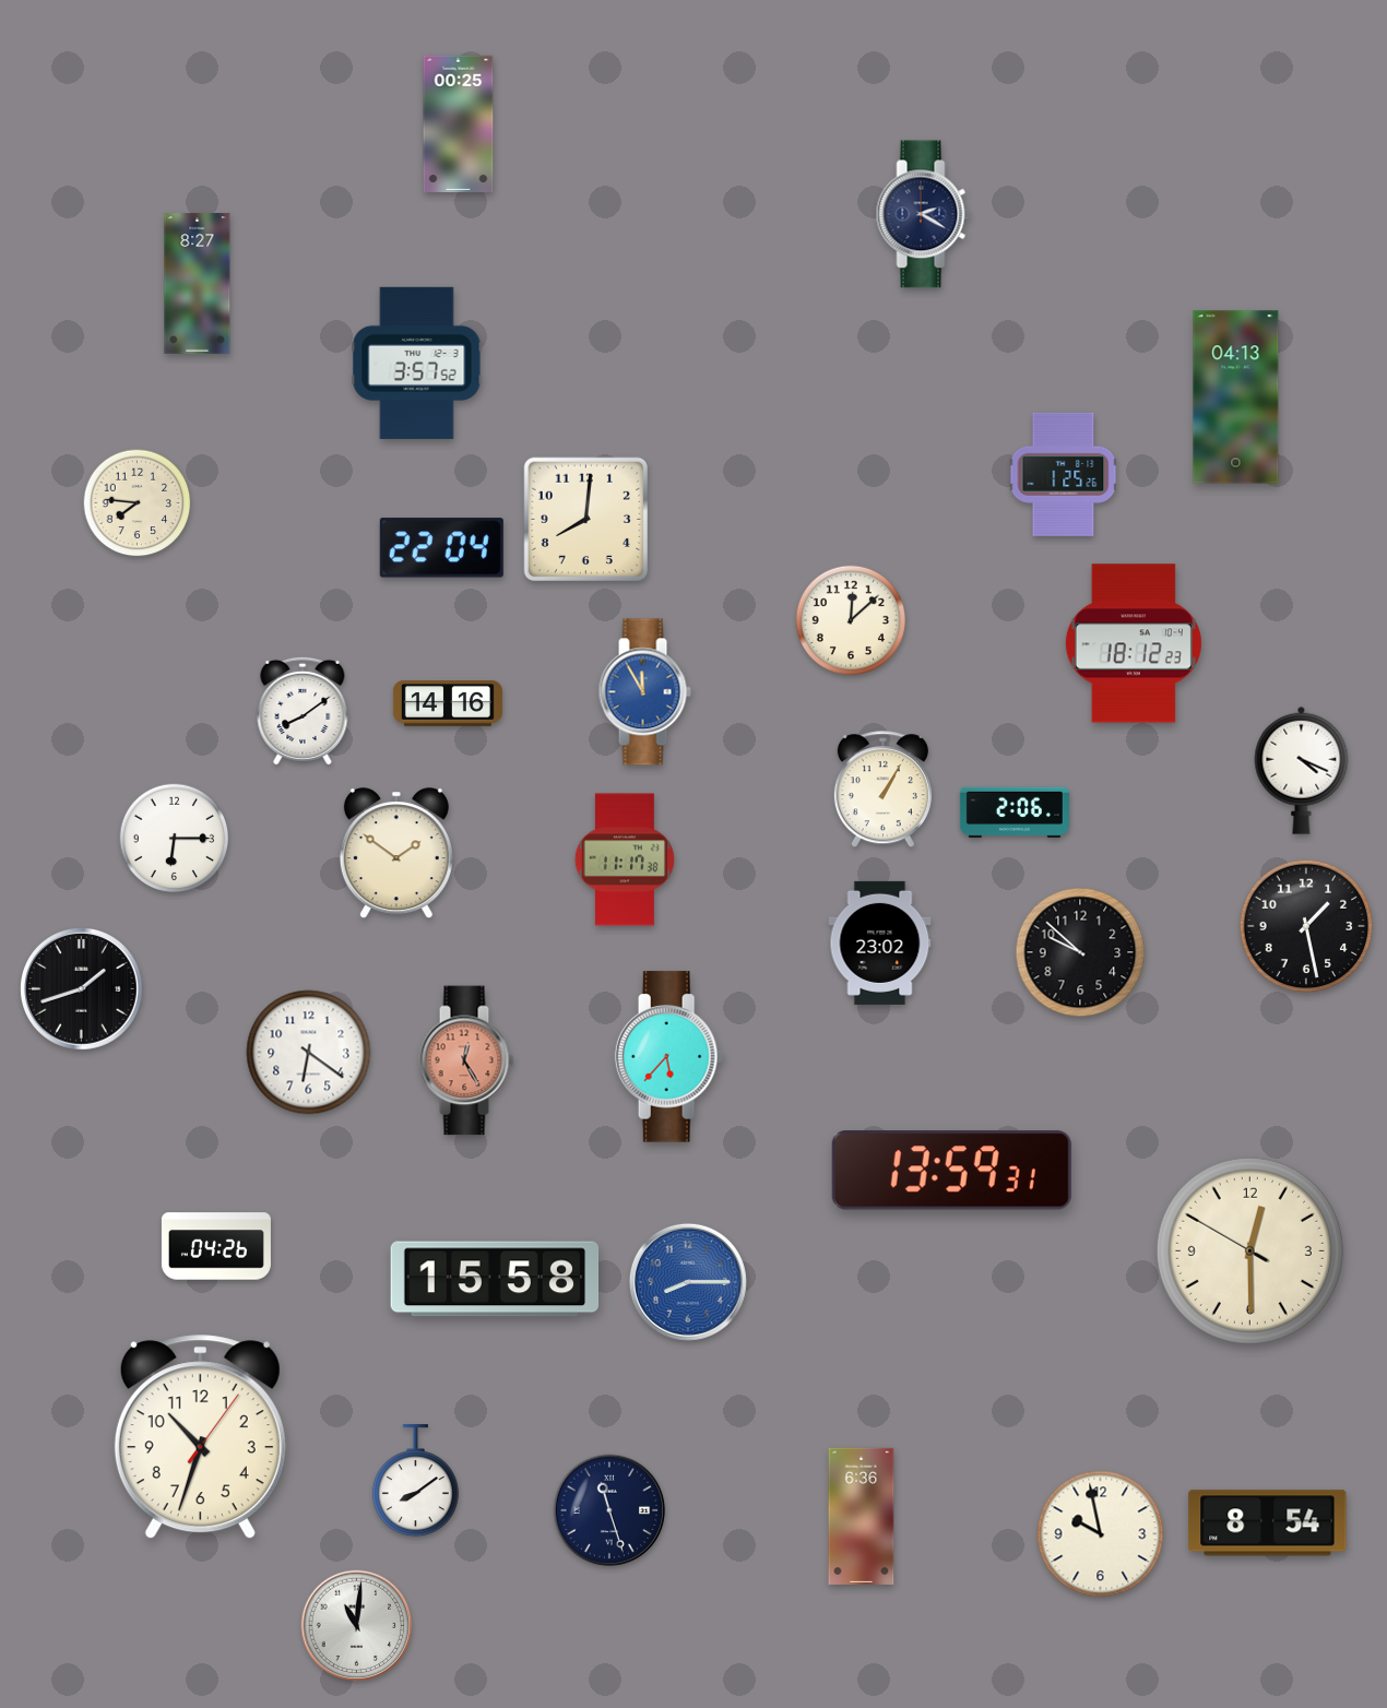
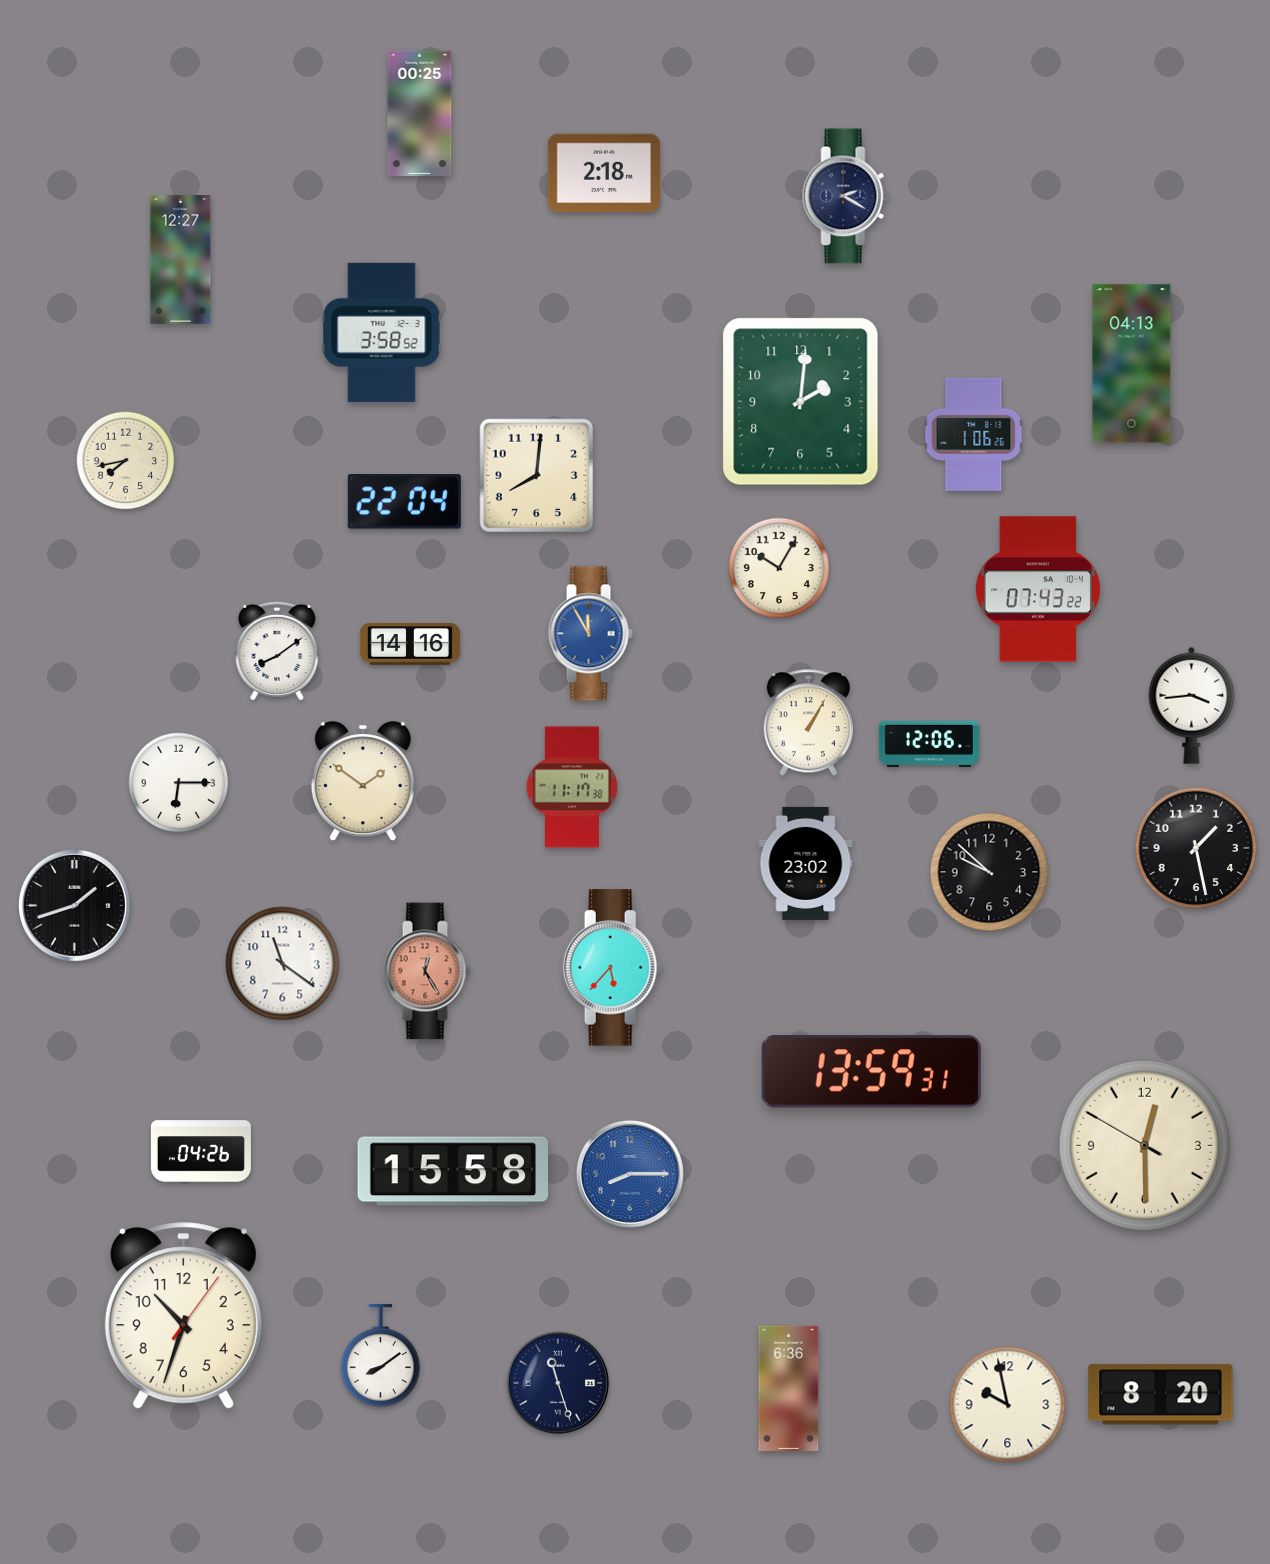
clock at (604, 173): none -> 2:18
clock at (198, 284): 8:27 -> 12:27
clock at (417, 363): 3:57 -> 3:58
clock at (801, 402): none -> 2:01
clock at (1064, 474): 1:25 -> 1:06
clock at (138, 503): 7:46 -> 7:43
clock at (850, 619): 12:08 -> 10:05
clock at (1134, 643): 18:12 -> 07:43
clock at (1302, 770): 4:19 -> 3:44
clock at (1015, 813): 2:06 -> 12:06
clock at (175, 839) position: (175, 839) -> (179, 783)
clock at (309, 1053): 6:21 -> 11:21
clock at (216, 1246) position: (216, 1246) -> (201, 1151)
clock at (1268, 1523): 8:54 -> 8:20
clock at (357, 1626): 11:01 -> none
